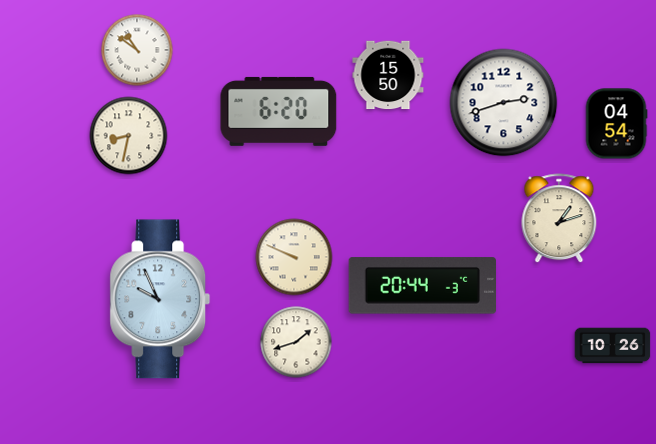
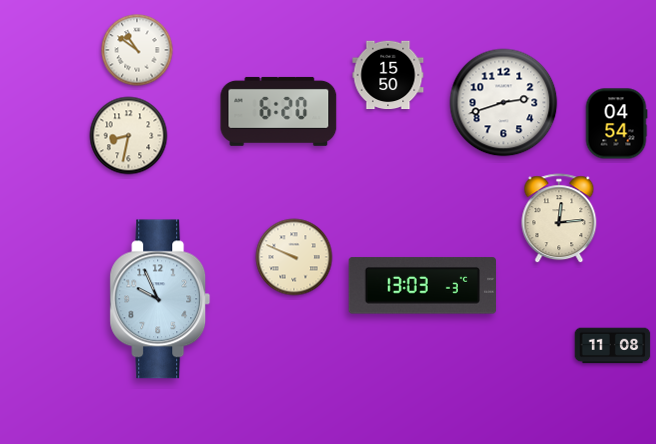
clock at (559, 219): 1:12 -> 12:14
clock at (423, 286): 20:44 -> 13:03
clock at (296, 342): 1:42 -> none
clock at (613, 346): 10:26 -> 11:08
